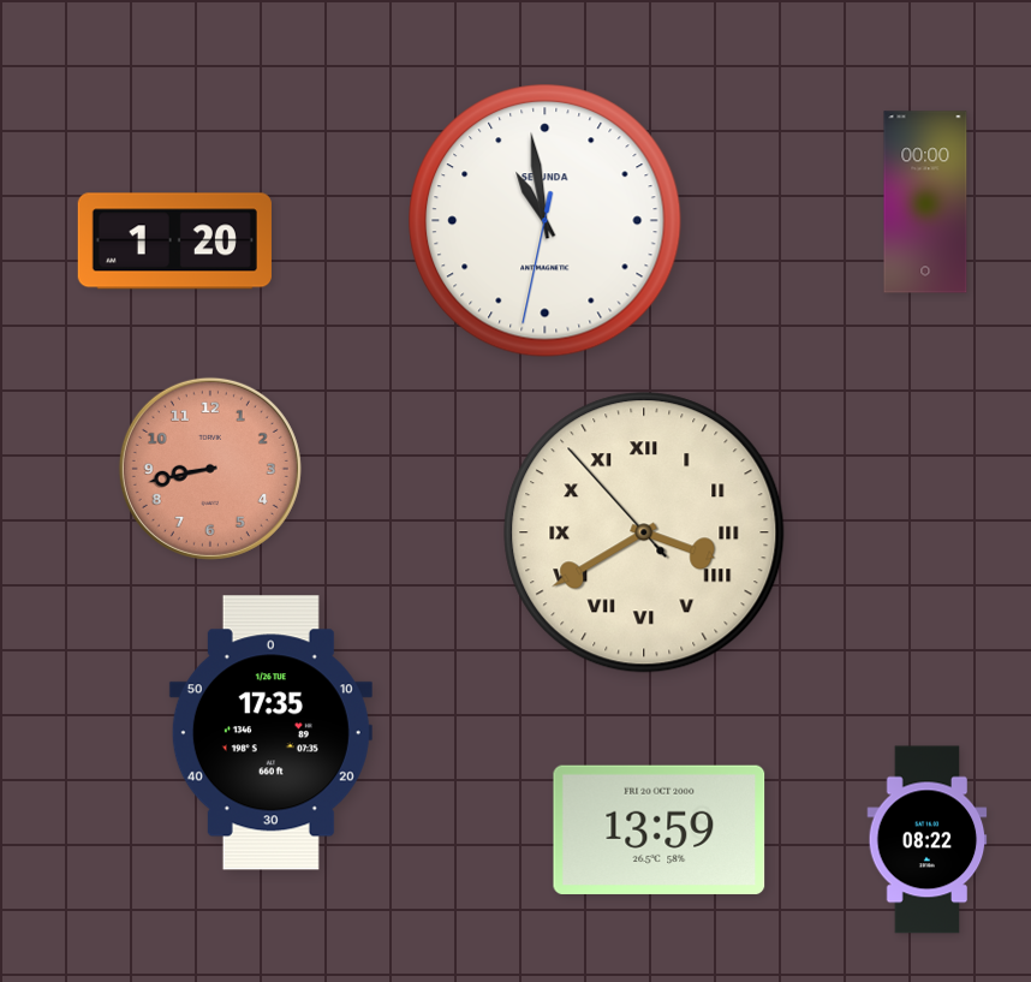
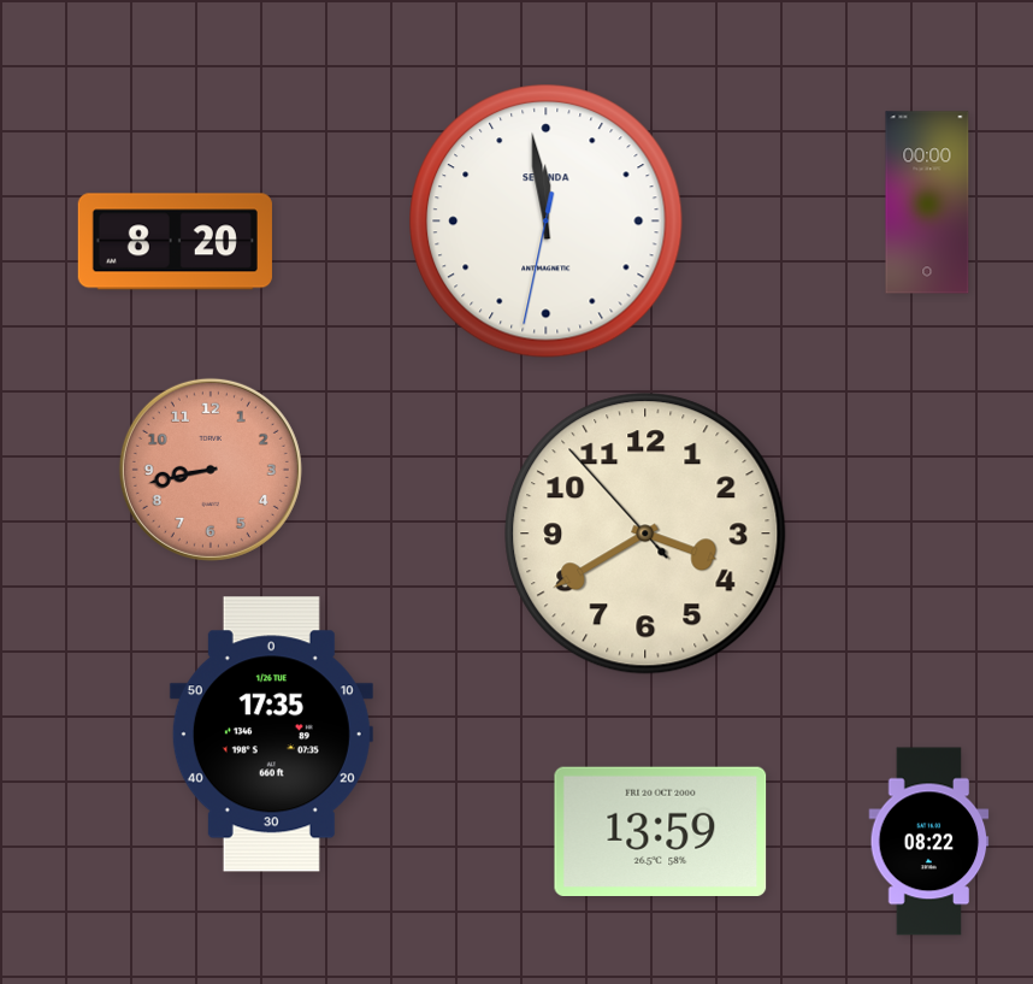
clock at (546, 221): 10:58 -> 11:58
clock at (174, 242): 1:20 -> 8:20
clock at (644, 532) numerals: Roman -> Arabic
